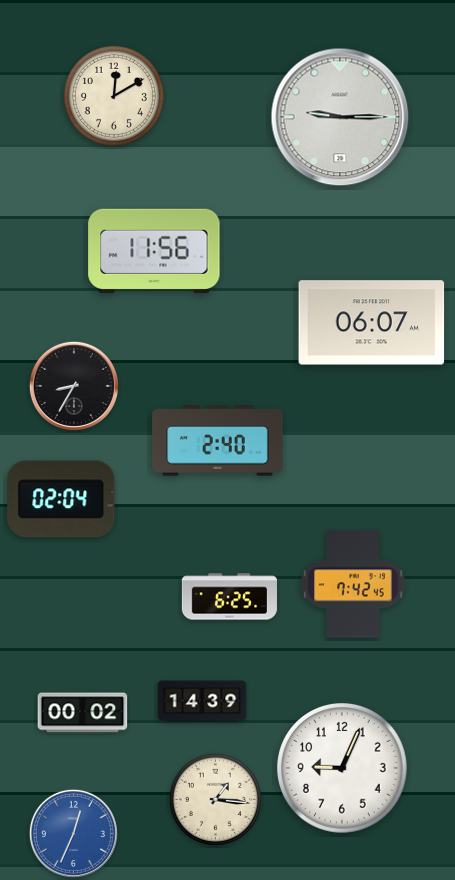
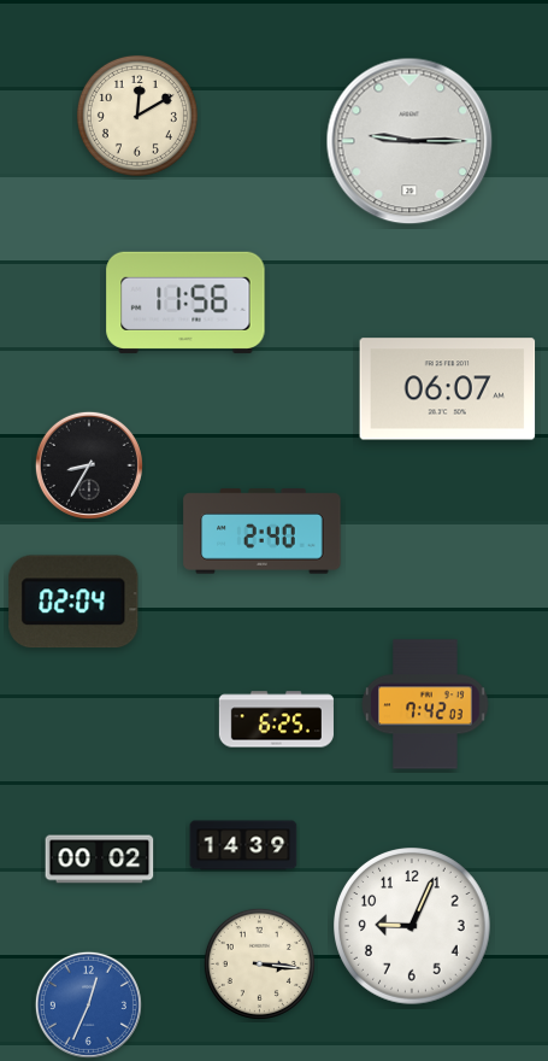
clock at (353, 584): 7:42:45 -> 7:42:03
clock at (215, 799): 1:16 -> 3:16
